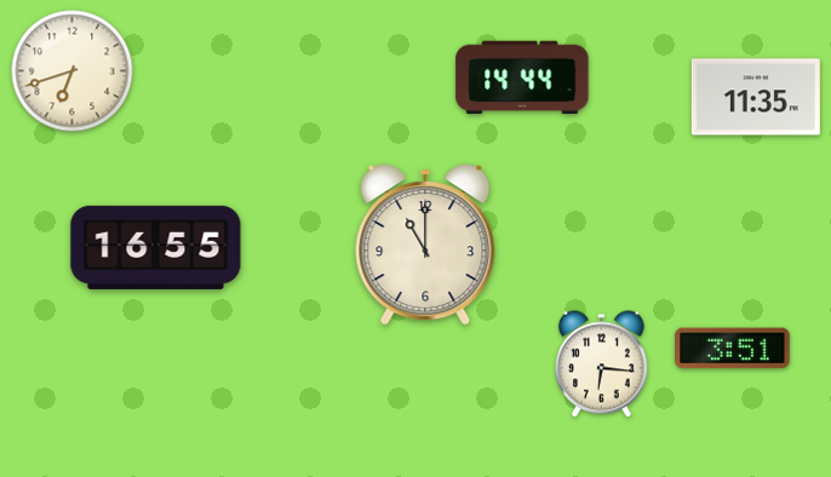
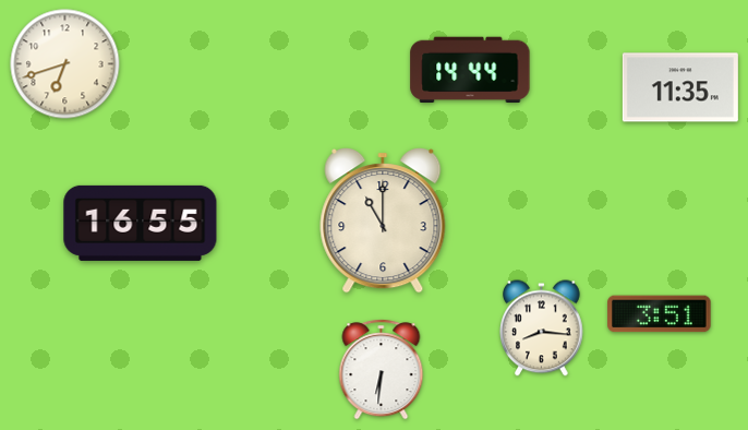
clock at (602, 364): 6:16 -> 8:16
clock at (382, 370): none -> 6:31
